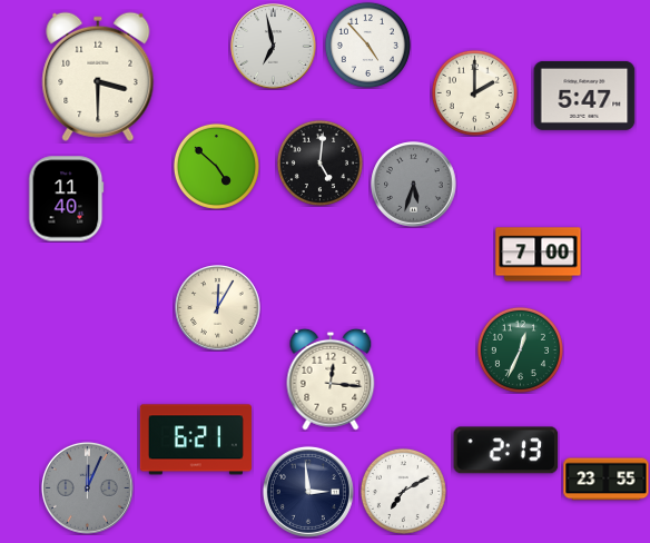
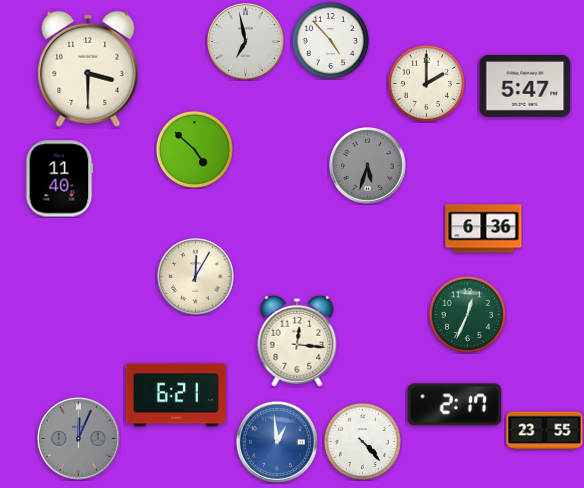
clock at (319, 162): 5:01 -> none
clock at (414, 185) position: (414, 185) -> (368, 166)
clock at (539, 255): 7:00 -> 6:36
clock at (506, 451): 2:13 -> 2:17
clock at (403, 491): 7:10 -> 4:23
clock at (308, 492): 2:59 -> 12:59
clock at (308, 492) dial: navy -> blue
